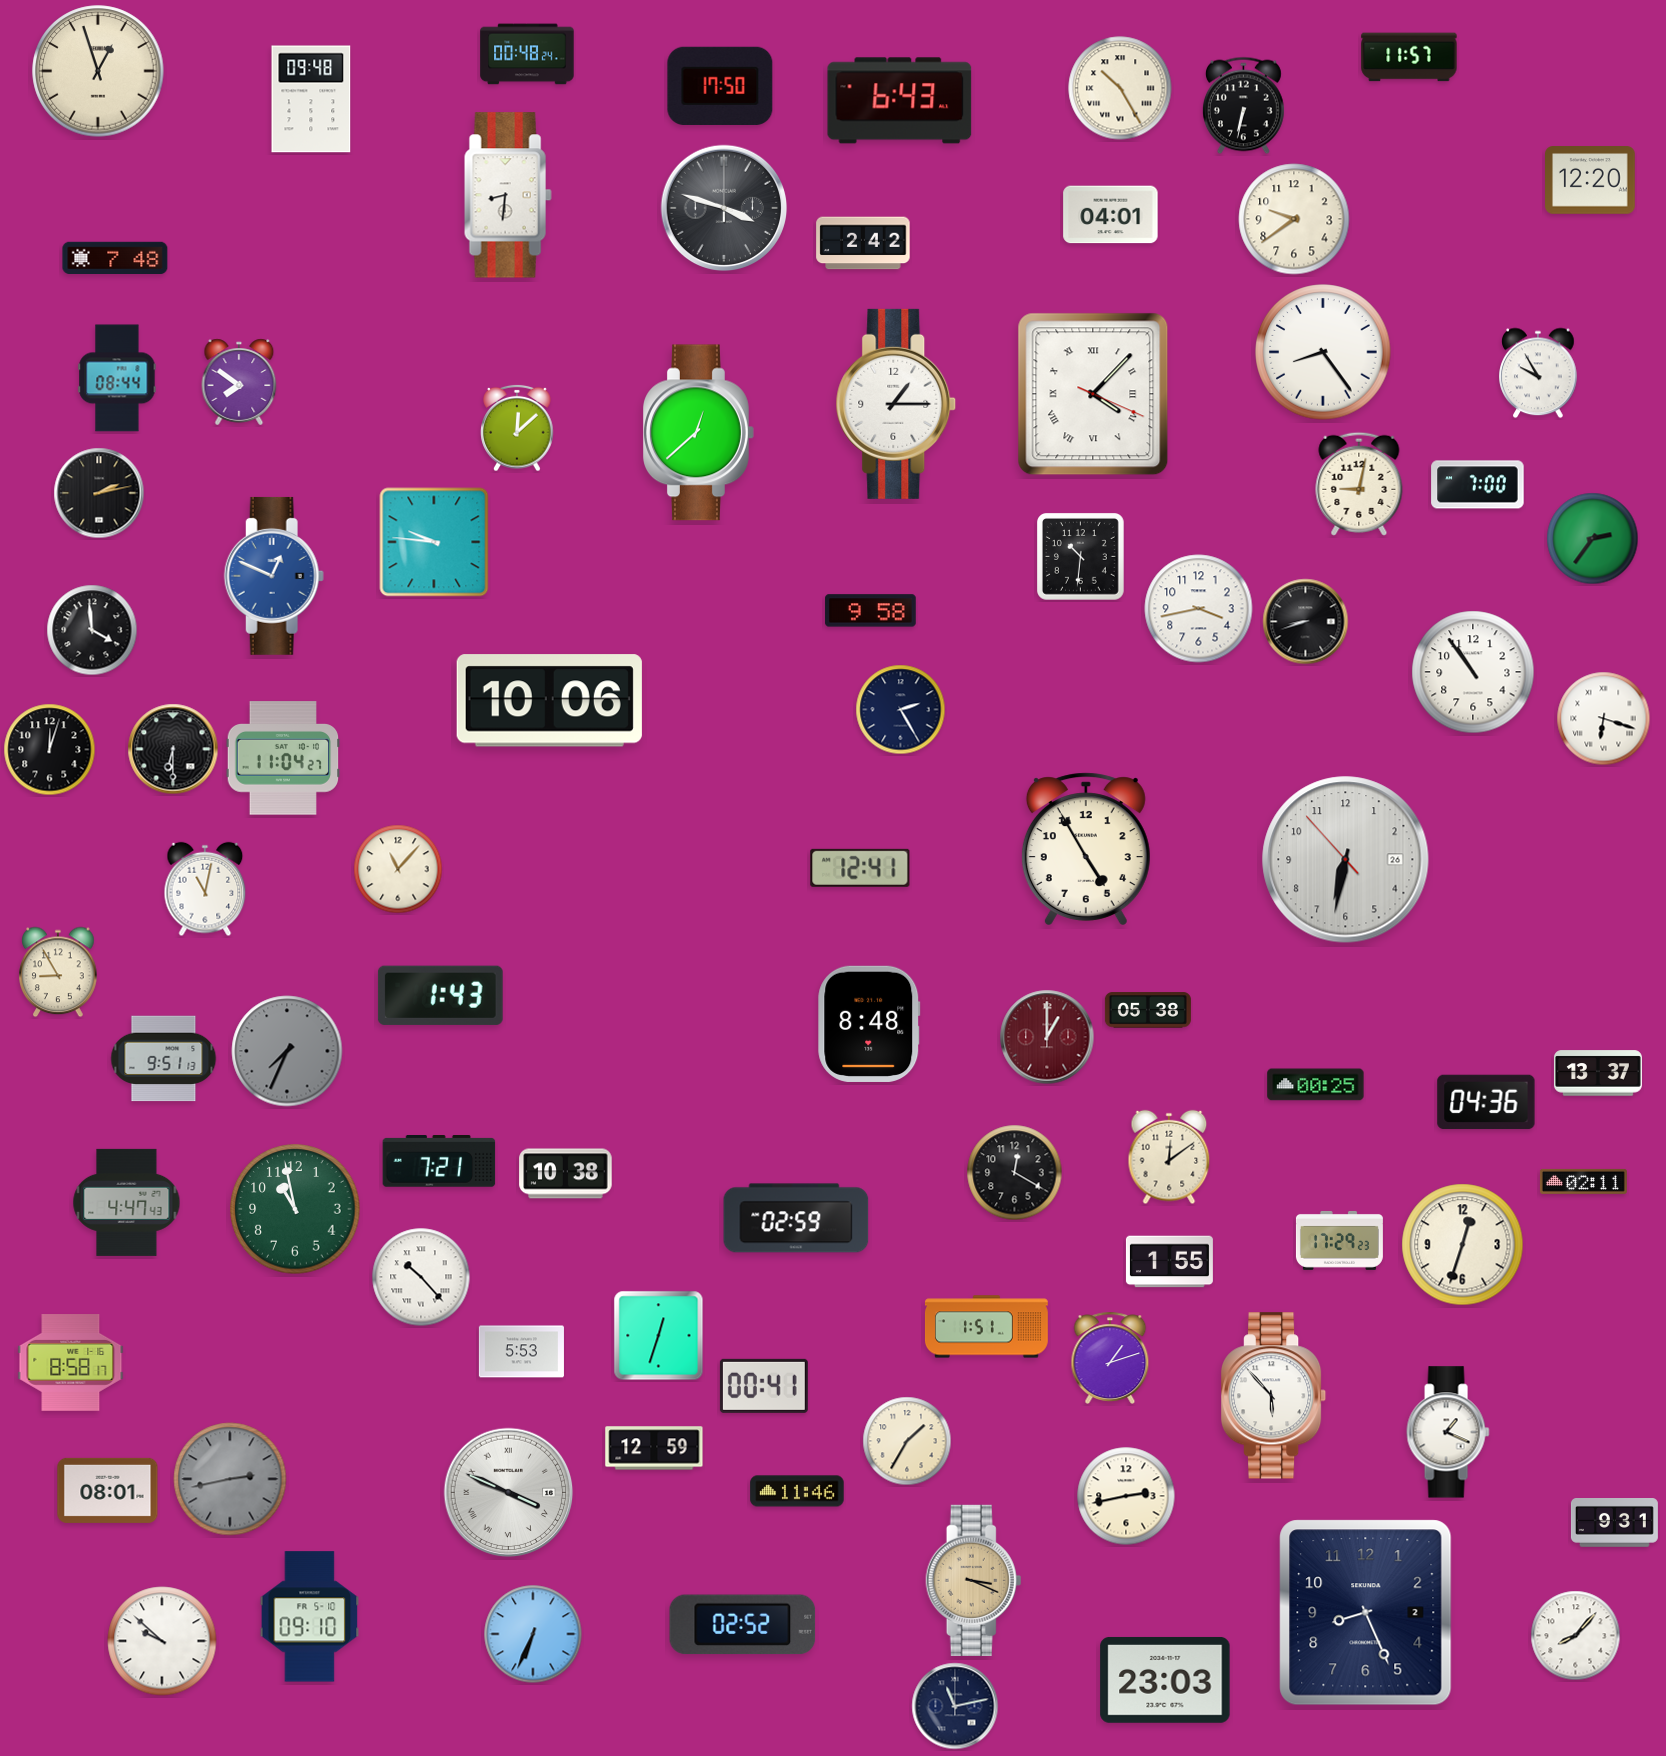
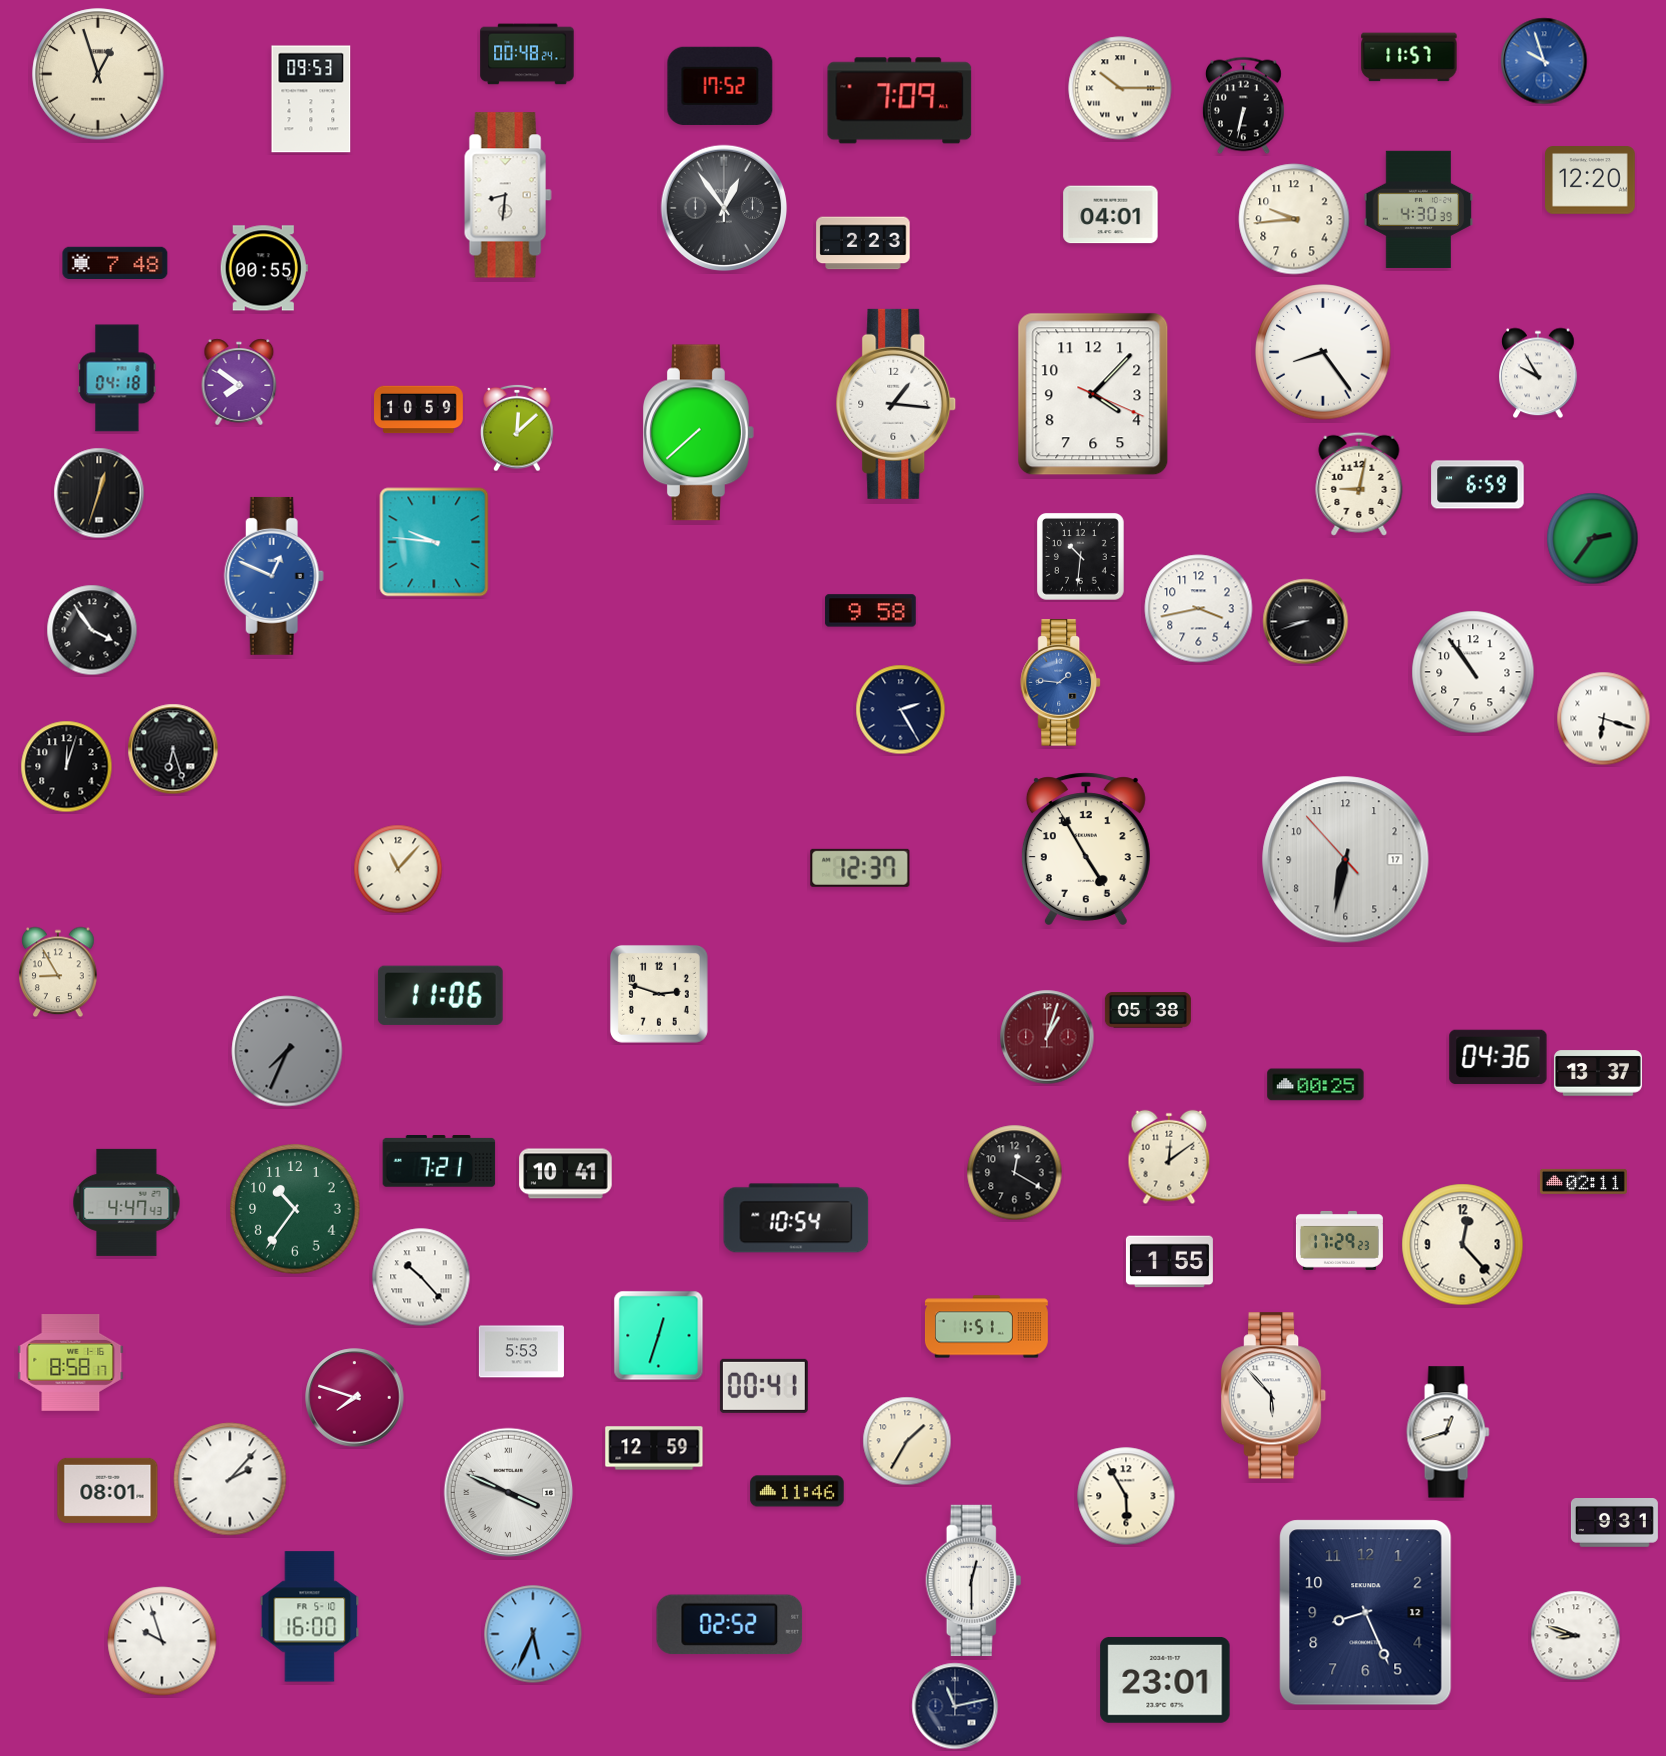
clock at (1544, 61): none -> 9:57
clock at (98, 71) position: (98, 71) -> (98, 74)
clock at (720, 86): 17:50 -> 17:52
clock at (1120, 88): 10:25 -> 10:15
clock at (311, 99): 09:48 -> 09:53
clock at (900, 101): 6:43 -> 7:09
clock at (724, 208): 3:48 -> 12:54
clock at (1419, 209): none -> 4:30
clock at (1294, 219): 9:39 -> 9:44
clock at (863, 243): 2:42 -> 2:23
clock at (115, 258) position: (115, 258) -> (115, 263)
clock at (264, 268): none -> 00:55
clock at (117, 378): 08:44 -> 04:18
clock at (1093, 394) numerals: Roman -> Arabic
clock at (896, 404): 1:15 -> 1:16
clock at (419, 410): none -> 10:59
clock at (699, 433): 12:38 -> 7:38
clock at (1478, 485): 7:00 -> 6:59
clock at (99, 493): 2:13 -> 12:33
clock at (92, 630): 3:59 -> 3:54
clock at (1061, 683): none -> 1:46
clock at (549, 701): 10:06 -> none
clock at (173, 749): 6:30 -> 6:27
clock at (50, 750) position: (50, 750) -> (67, 767)
clock at (283, 758): 11:04 -> none
clock at (1346, 860) date: 26 -> 17
clock at (860, 868): 12:41 -> 12:37
clock at (205, 889): 11:02 -> none
clock at (659, 994): none -> 2:48
clock at (440, 995): 1:43 -> 11:06
clock at (869, 1024): 8:48 -> none
clock at (1047, 1037): 1:00 -> 1:03
clock at (164, 1059): 9:51 -> none
clock at (1486, 1102) position: (1486, 1102) -> (1498, 1057)
clock at (566, 1174): 10:38 -> 10:41
clock at (295, 1209): 10:58 -> 10:36
clock at (796, 1218): 02:59 -> 10:54
clock at (1463, 1245): 12:33 -> 12:23
clock at (1110, 1357): 1:12 -> none
clock at (355, 1398): none -> 7:48
clock at (1448, 1432): 1:19 -> 12:42
clock at (230, 1479): 2:43 -> 2:07
clock at (230, 1479) dial: grey -> white
clock at (1126, 1496): 2:43 -> 5:55
clock at (974, 1580): 3:19 -> 12:30
clock at (974, 1580) dial: champagne -> white
clock at (1366, 1613) date: 2 -> 12
clock at (310, 1617): 09:10 -> 16:00
clock at (743, 1625) position: (743, 1625) -> (730, 1625)
clock at (533, 1634): 6:34 -> 5:34
clock at (1576, 1636): 8:07 -> 8:48
clock at (162, 1641): 9:52 -> 9:57
clock at (1165, 1680): 23:03 -> 23:01
